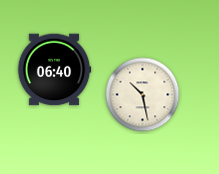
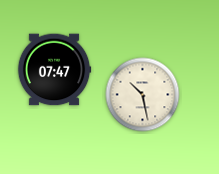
clock at (54, 70): 06:40 -> 07:47
